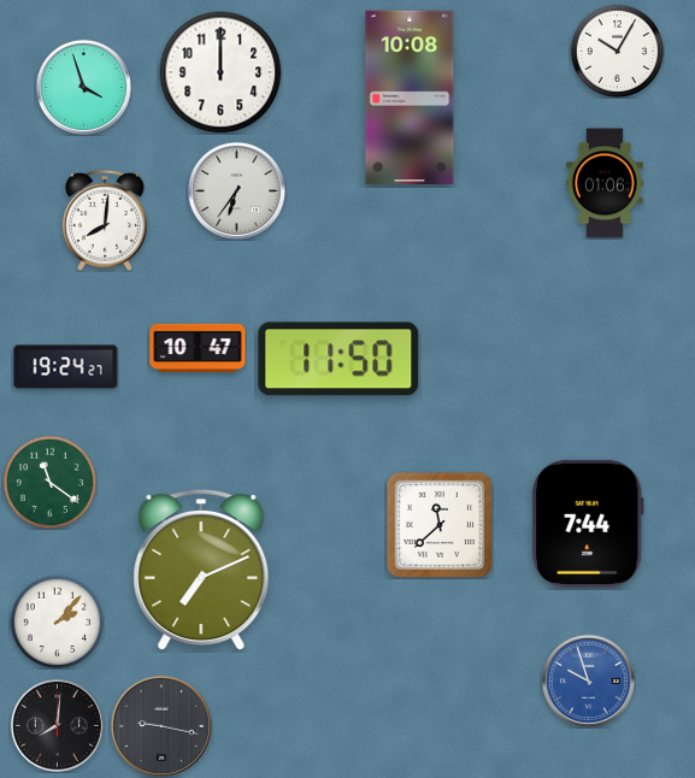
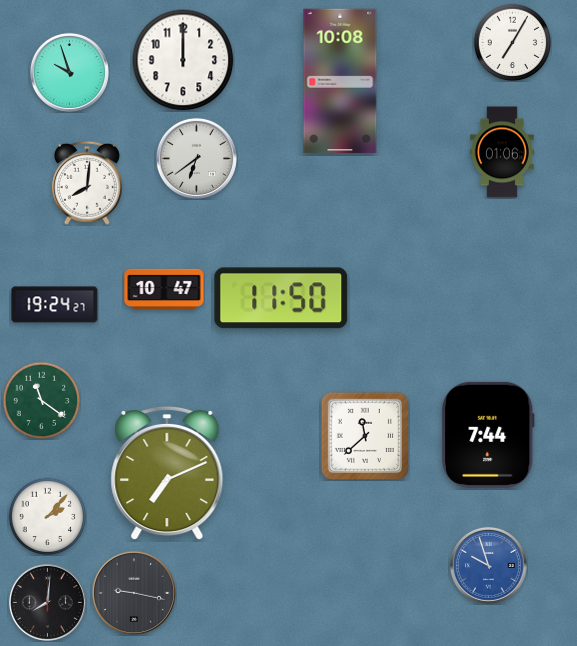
clock at (617, 51): 10:05 -> 7:05
clock at (83, 87): 3:57 -> 9:57
clock at (236, 190): 6:36 -> 6:39
clock at (160, 725) position: (160, 725) -> (133, 592)
